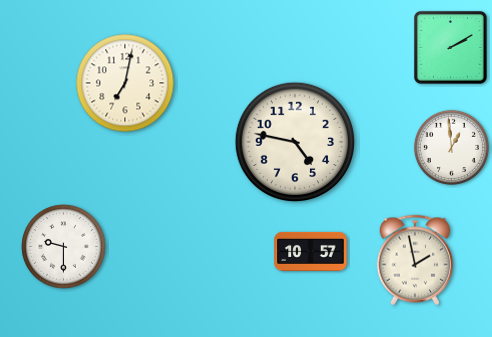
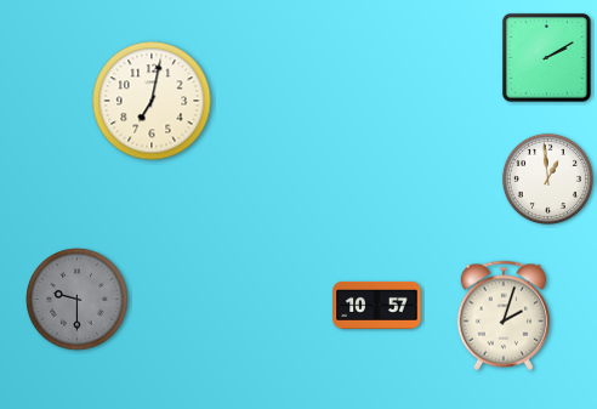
clock at (294, 141): 4:47 -> none
clock at (64, 247) dial: white -> grey
clock at (415, 260): 1:58 -> 2:03
